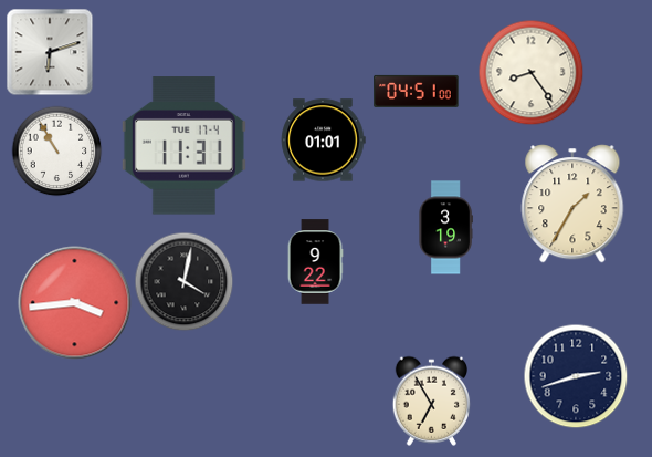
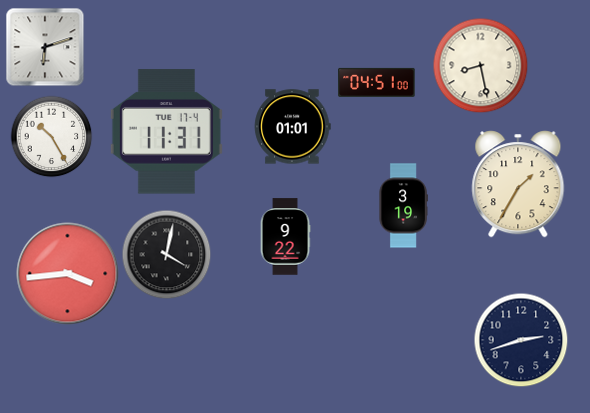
clock at (530, 72): 8:24 -> 8:28
clock at (56, 150): 10:55 -> 10:25
clock at (432, 401): 6:55 -> none
